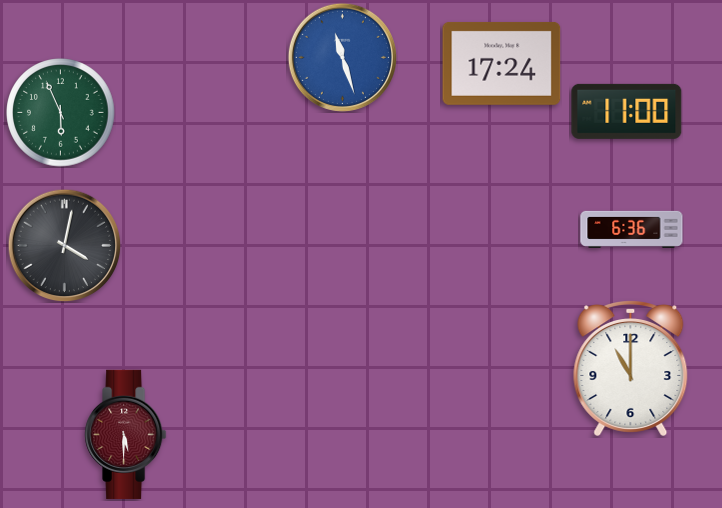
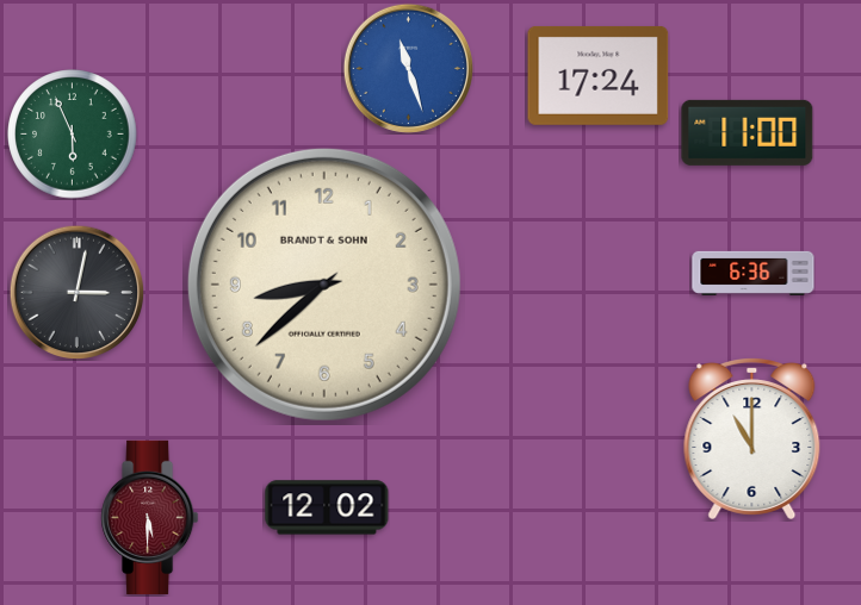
clock at (324, 285): none -> 8:38
clock at (64, 245): 4:02 -> 3:02
clock at (327, 507): none -> 12:02
